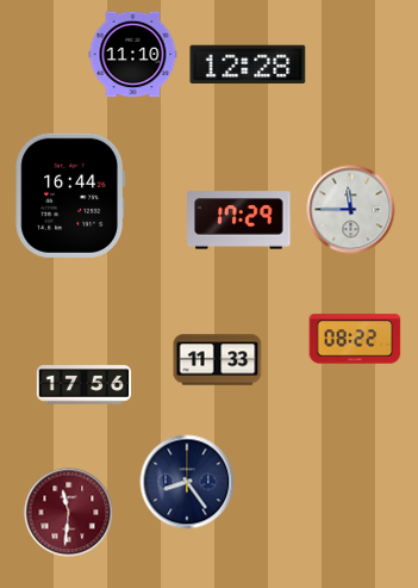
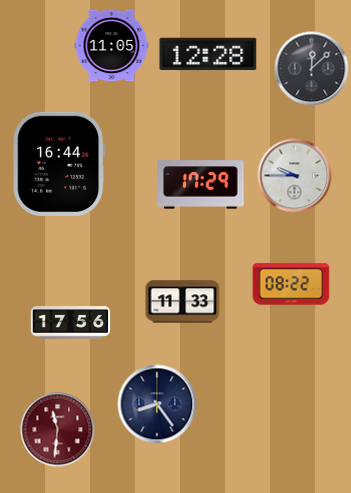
clock at (133, 55): 11:10 -> 11:05
clock at (312, 69): none -> 12:08
clock at (351, 210): 11:45 -> 9:45
clock at (355, 339) position: (355, 339) -> (291, 284)
